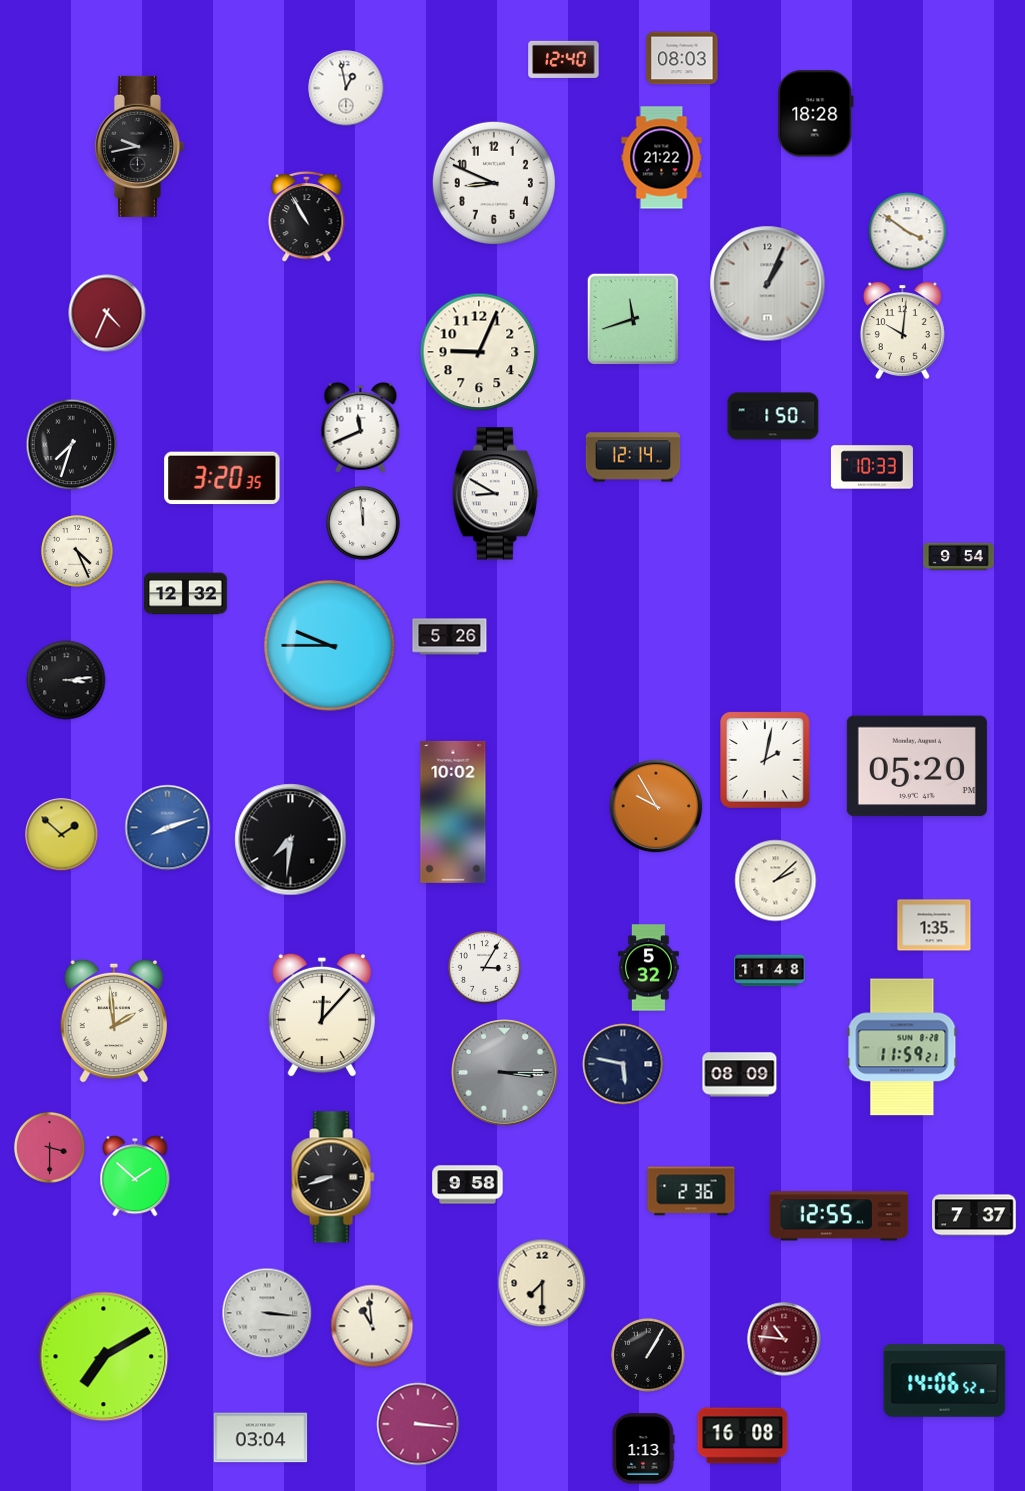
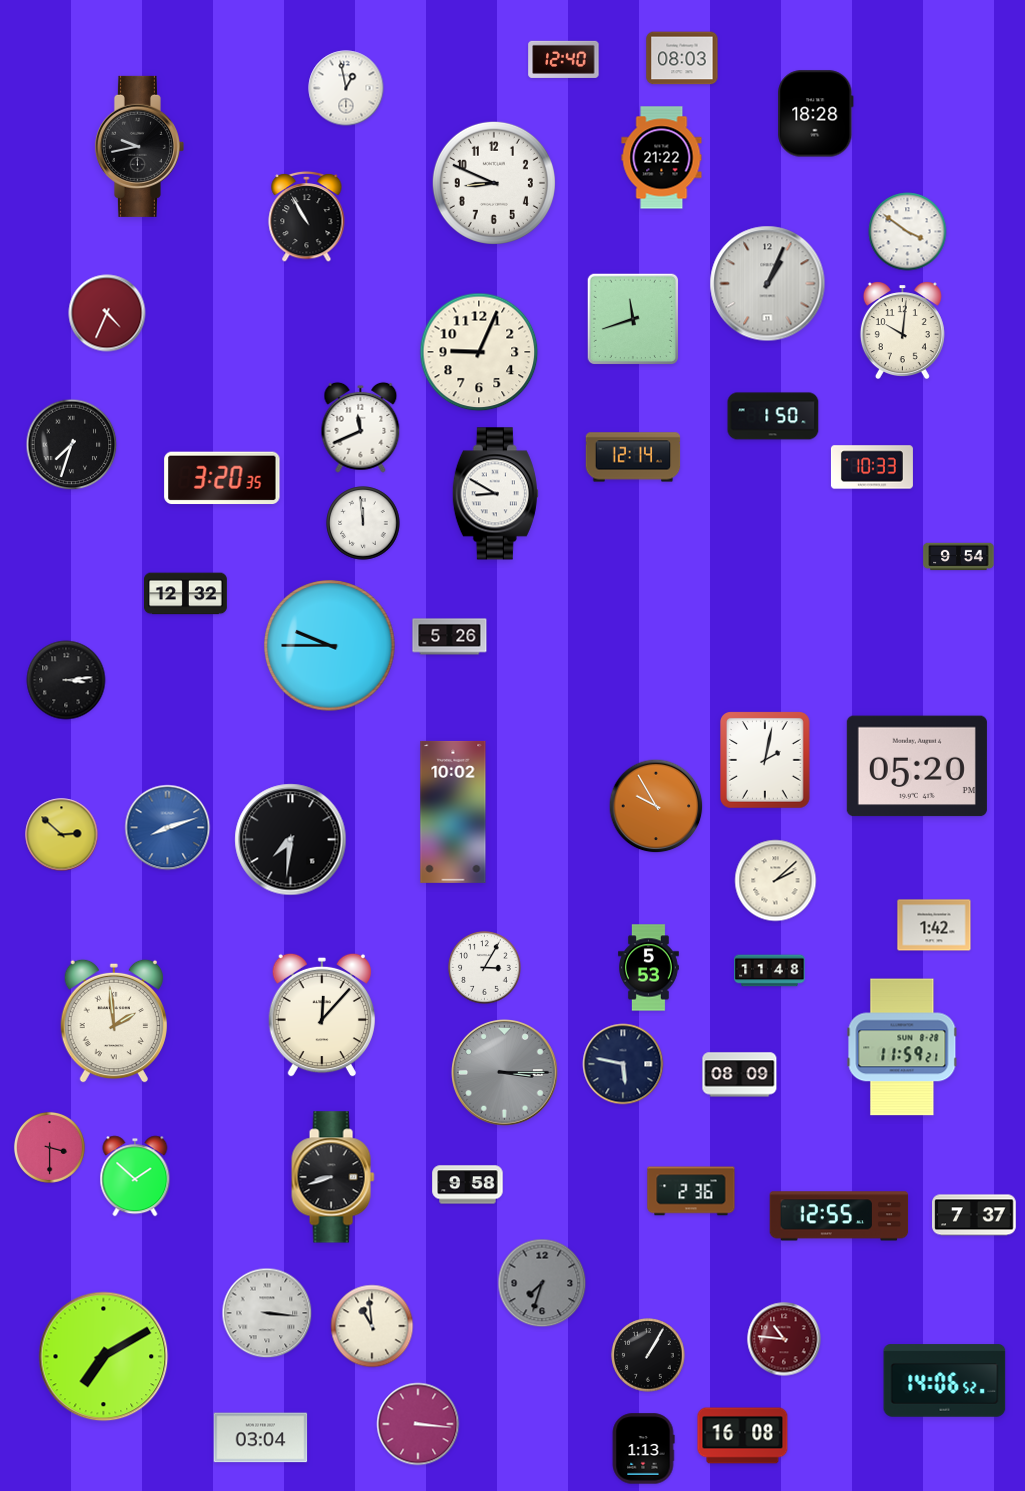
clock at (78, 552): 4:26 -> none
clock at (62, 835): 1:52 -> 2:52
clock at (934, 925): 1:35 -> 1:42
clock at (649, 968): 5:32 -> 5:53
clock at (542, 1283): 7:30 -> 7:33
clock at (542, 1283) dial: cream -> grey
